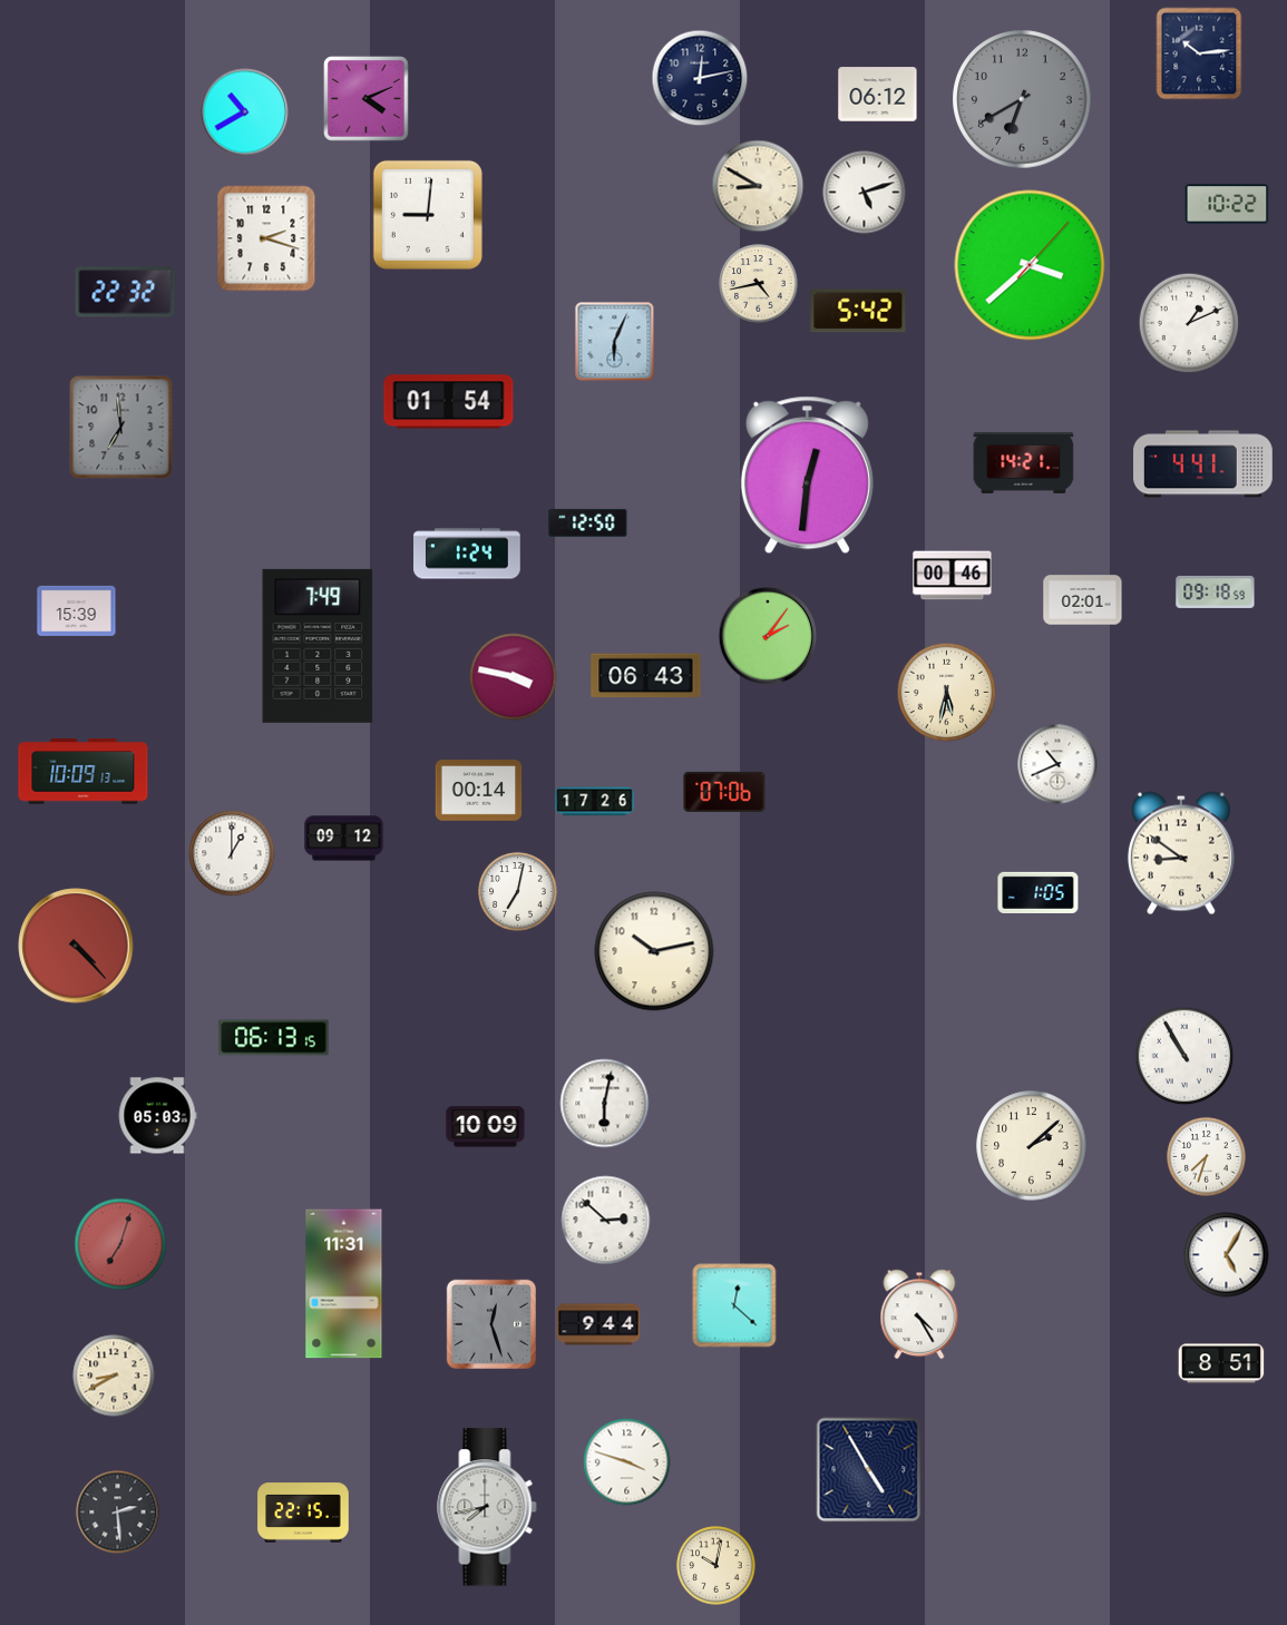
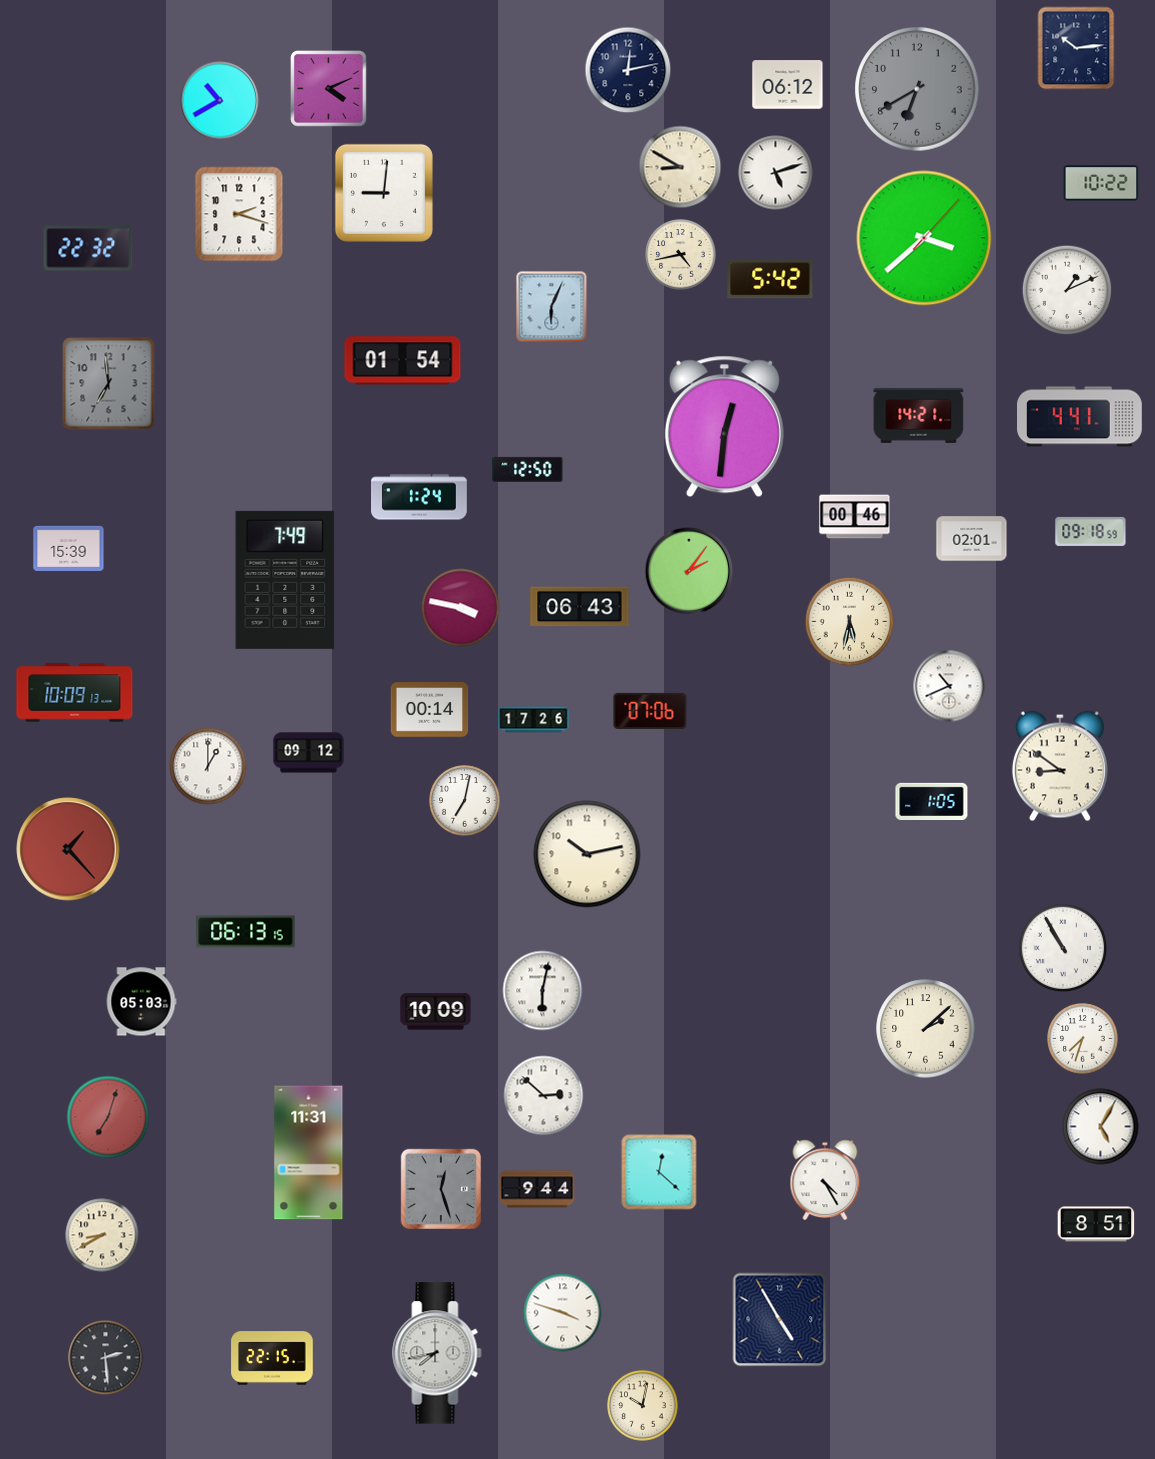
clock at (125, 292) position: (125, 292) -> (88, 248)
clock at (76, 946): 4:23 -> 1:23
